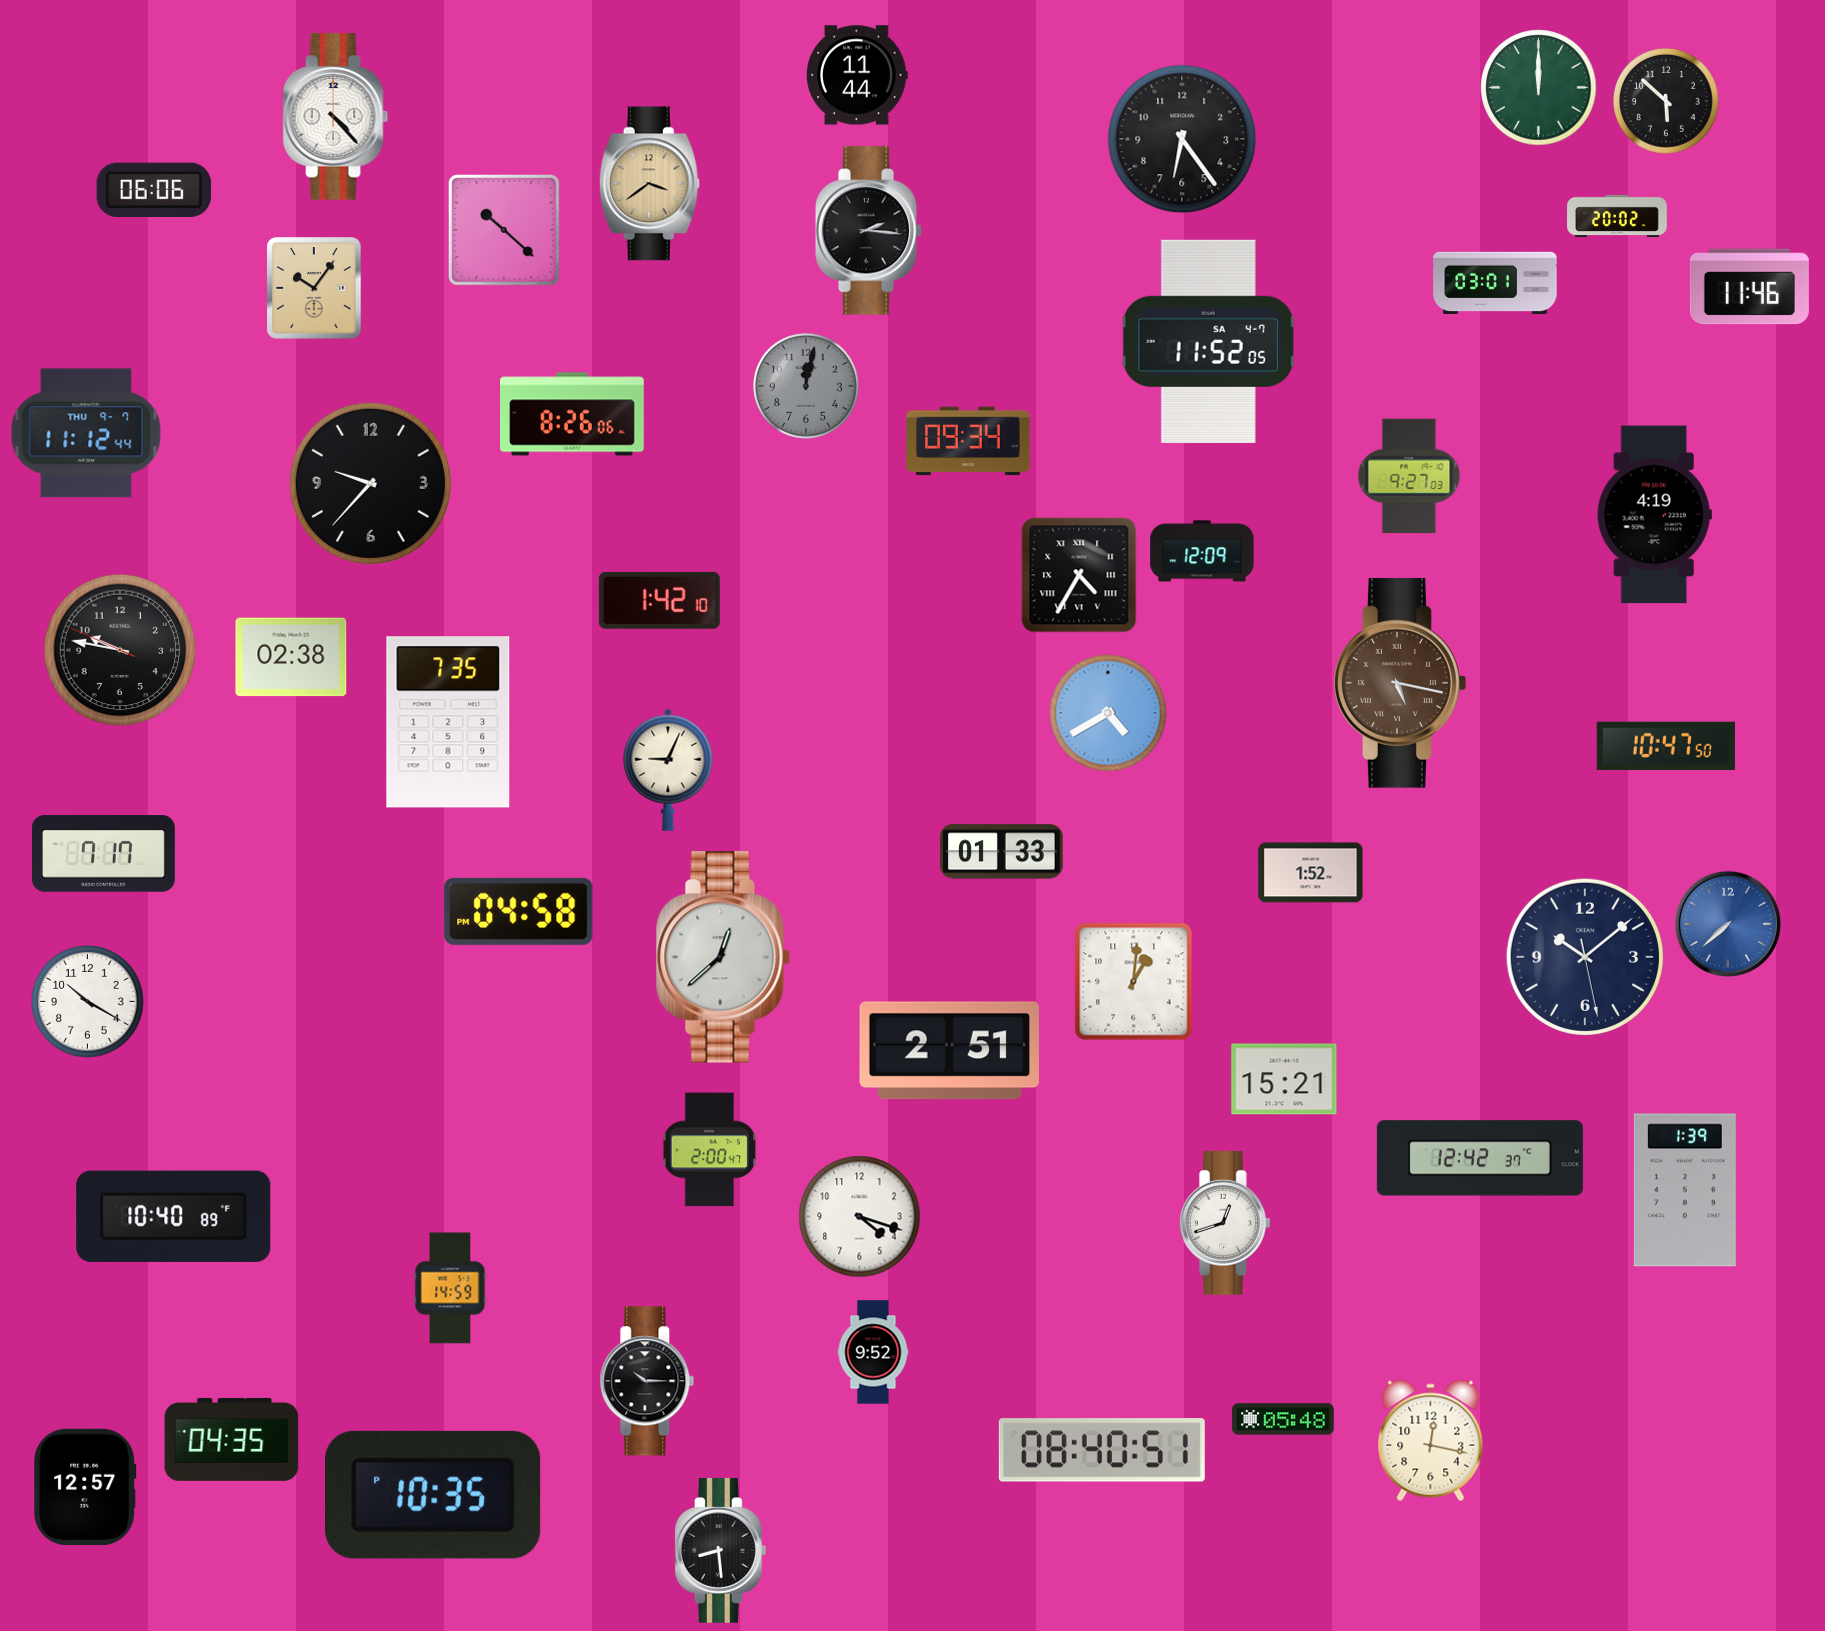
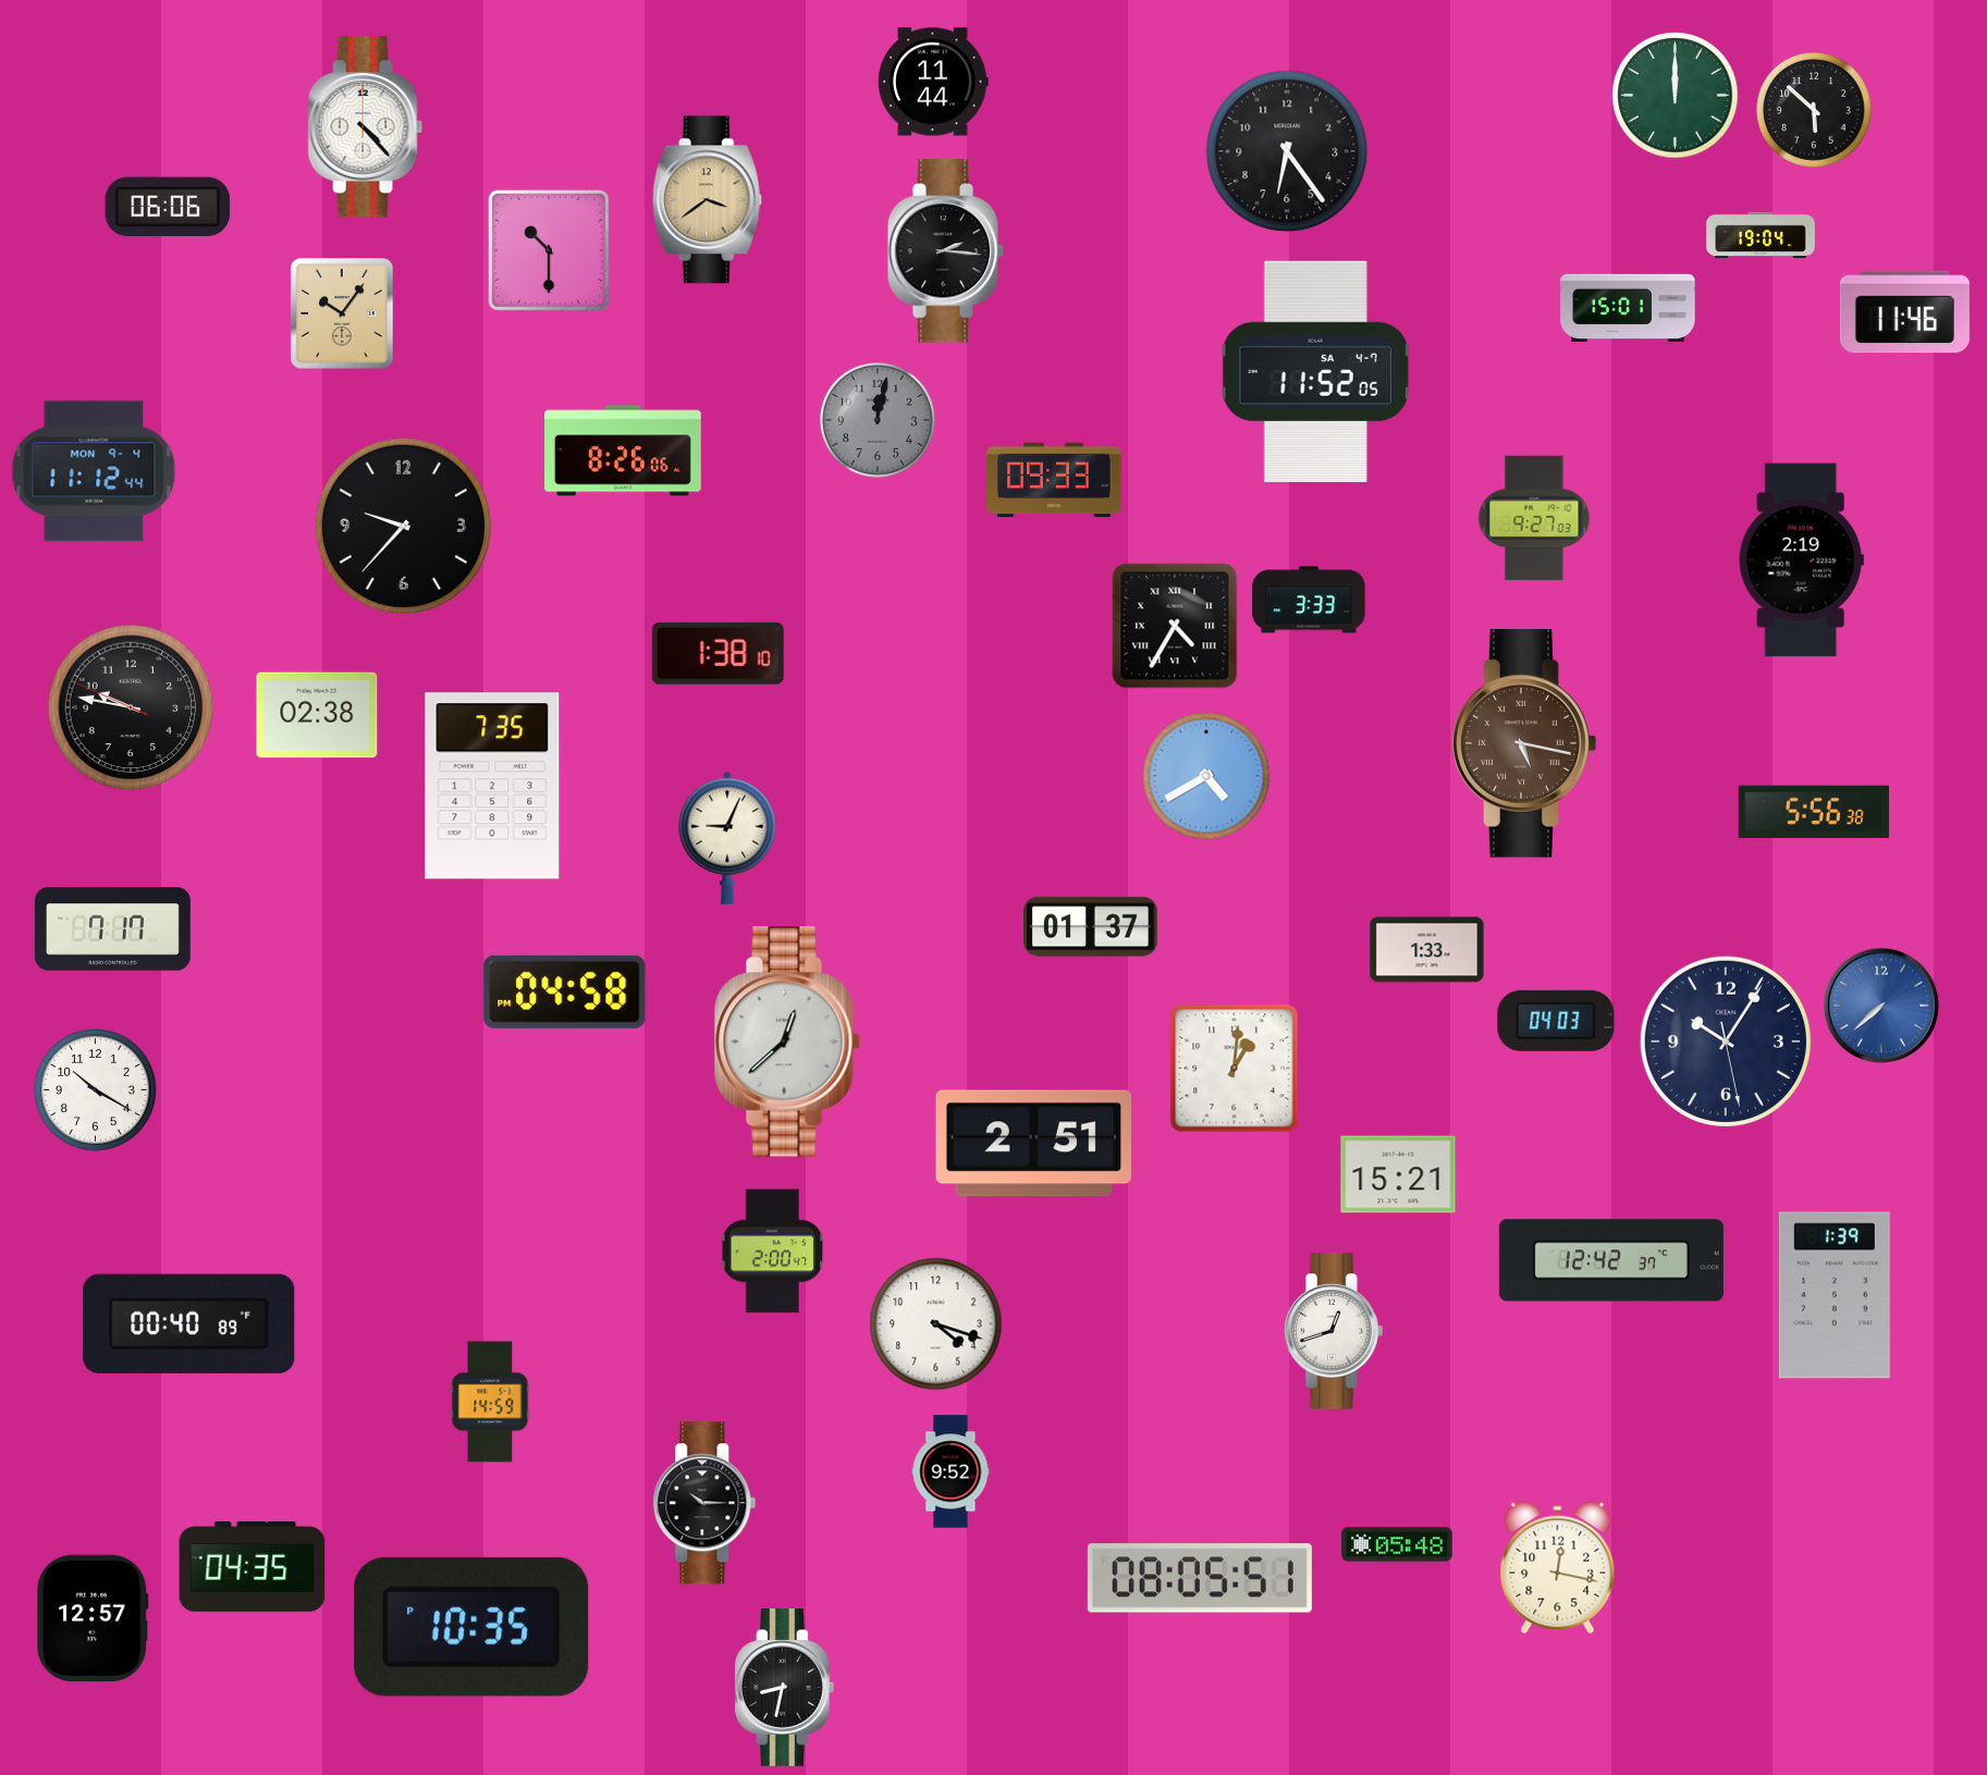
clock at (1617, 216): 20:02 -> 19:04
clock at (504, 230): 10:22 -> 10:30
clock at (1495, 282): 03:01 -> 15:01
clock at (86, 433) date: THU 9-7 -> MON 9-4
clock at (968, 441): 09:34 -> 09:33
clock at (1654, 515): 4:19 -> 2:19
clock at (1202, 551): 12:09 -> 3:33
clock at (659, 600): 1:42 -> 1:38
clock at (448, 722) position: (448, 722) -> (492, 786)
clock at (1666, 746): 10:47 -> 5:56
clock at (1002, 852): 01:33 -> 01:37
clock at (1311, 873): 1:52 -> 1:33
clock at (1556, 1021): none -> 04:03
clock at (1585, 957): 10:08 -> 10:05
clock at (174, 1216): 10:40 -> 00:40
clock at (1102, 1450): 08:40 -> 08:05
clock at (721, 1551): 8:29 -> 8:32
